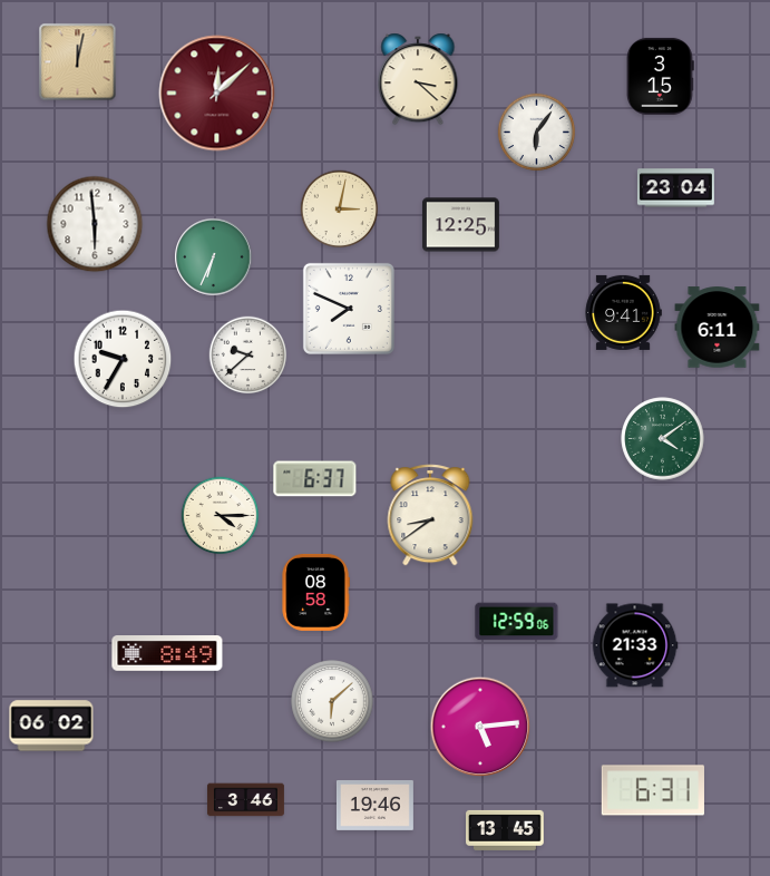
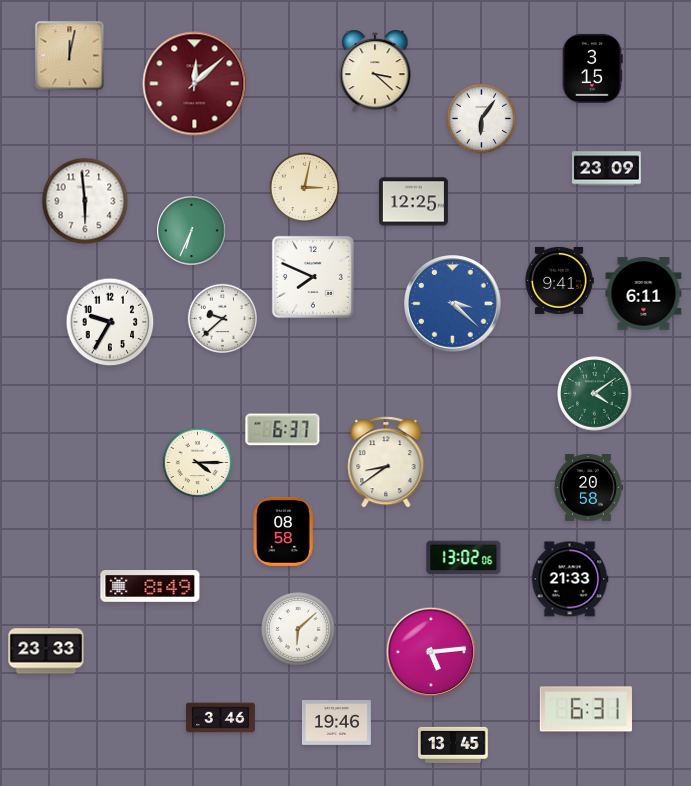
clock at (675, 188): 23:04 -> 23:09
clock at (453, 304): none -> 3:22
clock at (588, 487): none -> 20:58
clock at (517, 622): 12:59 -> 13:02
clock at (51, 726): 06:02 -> 23:33
